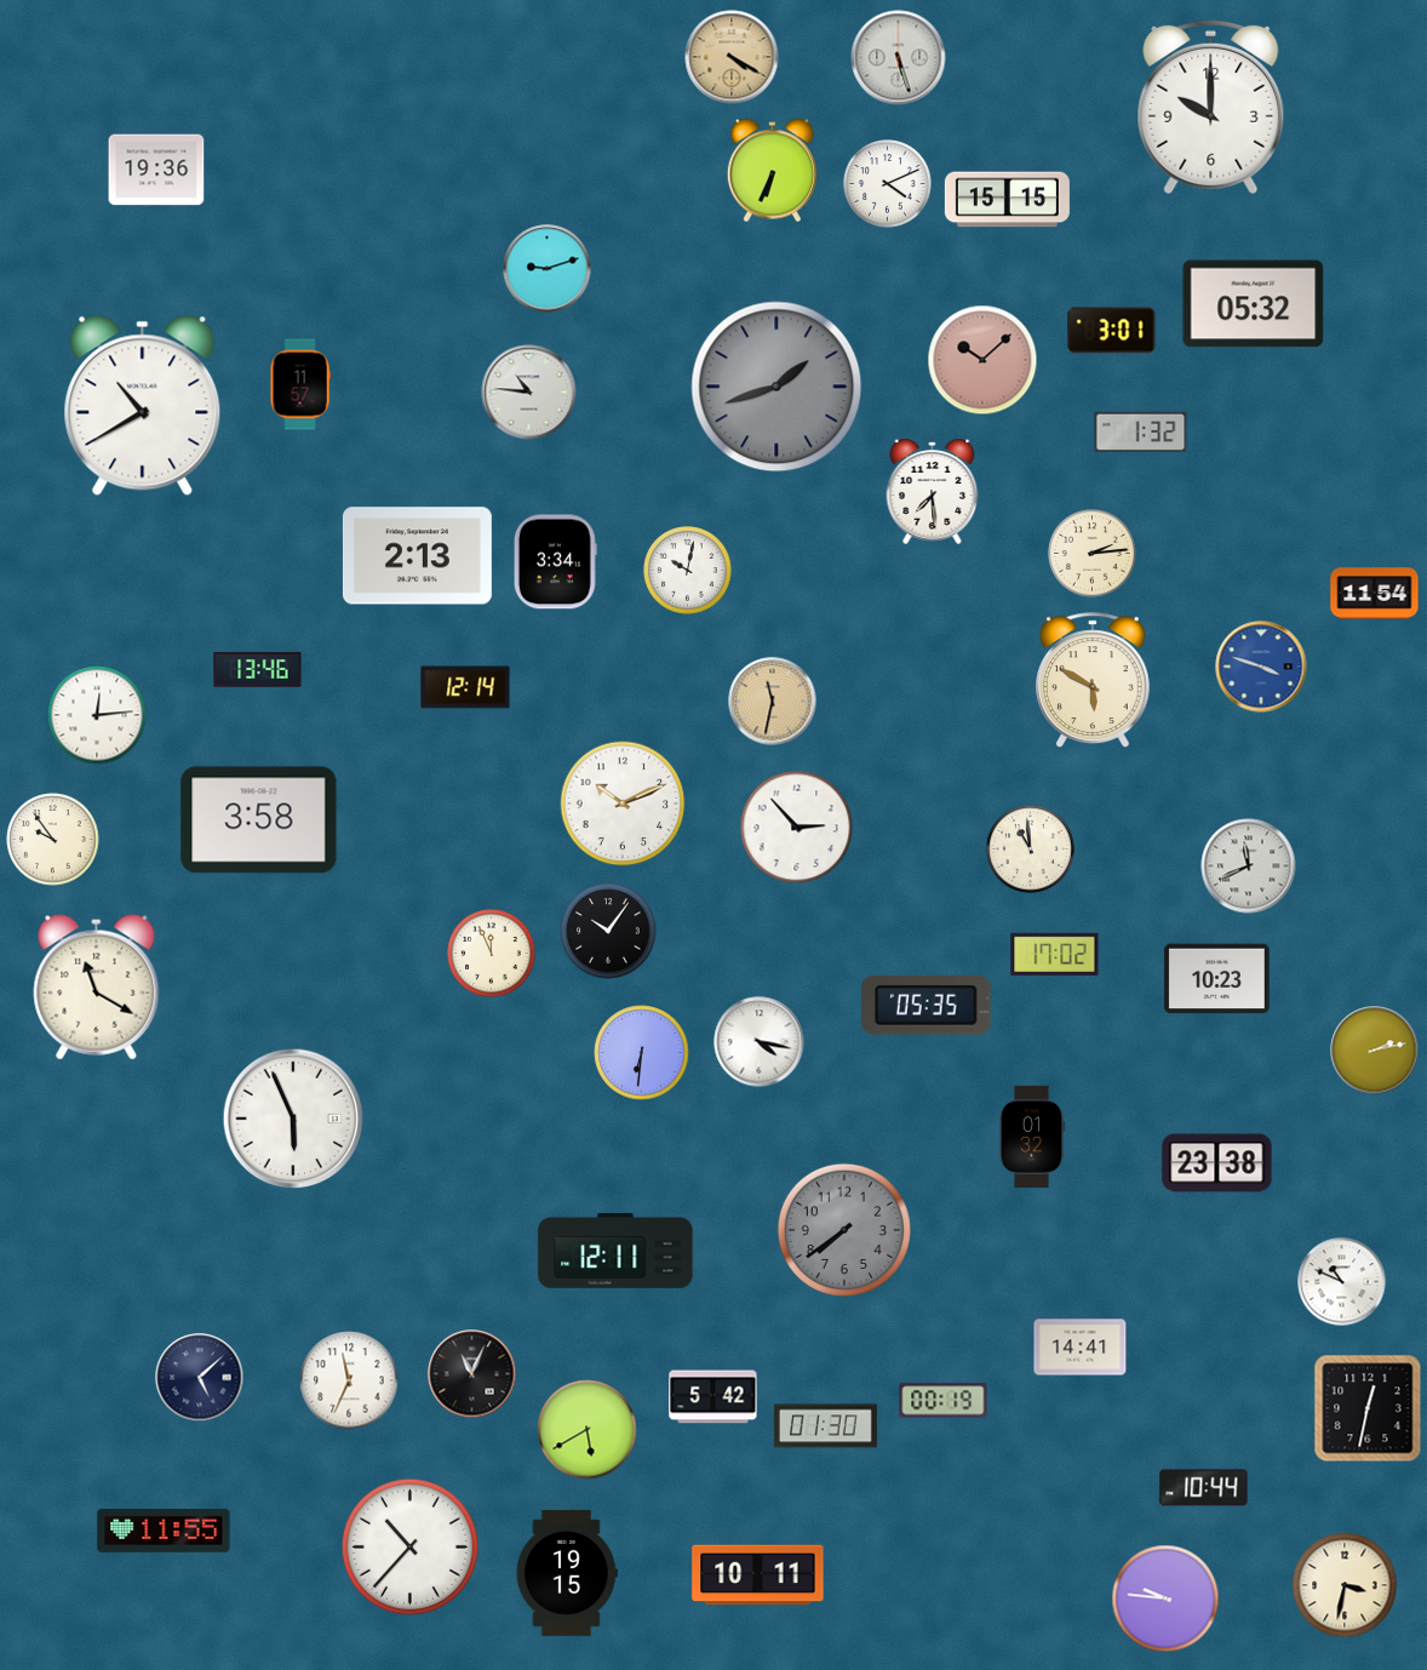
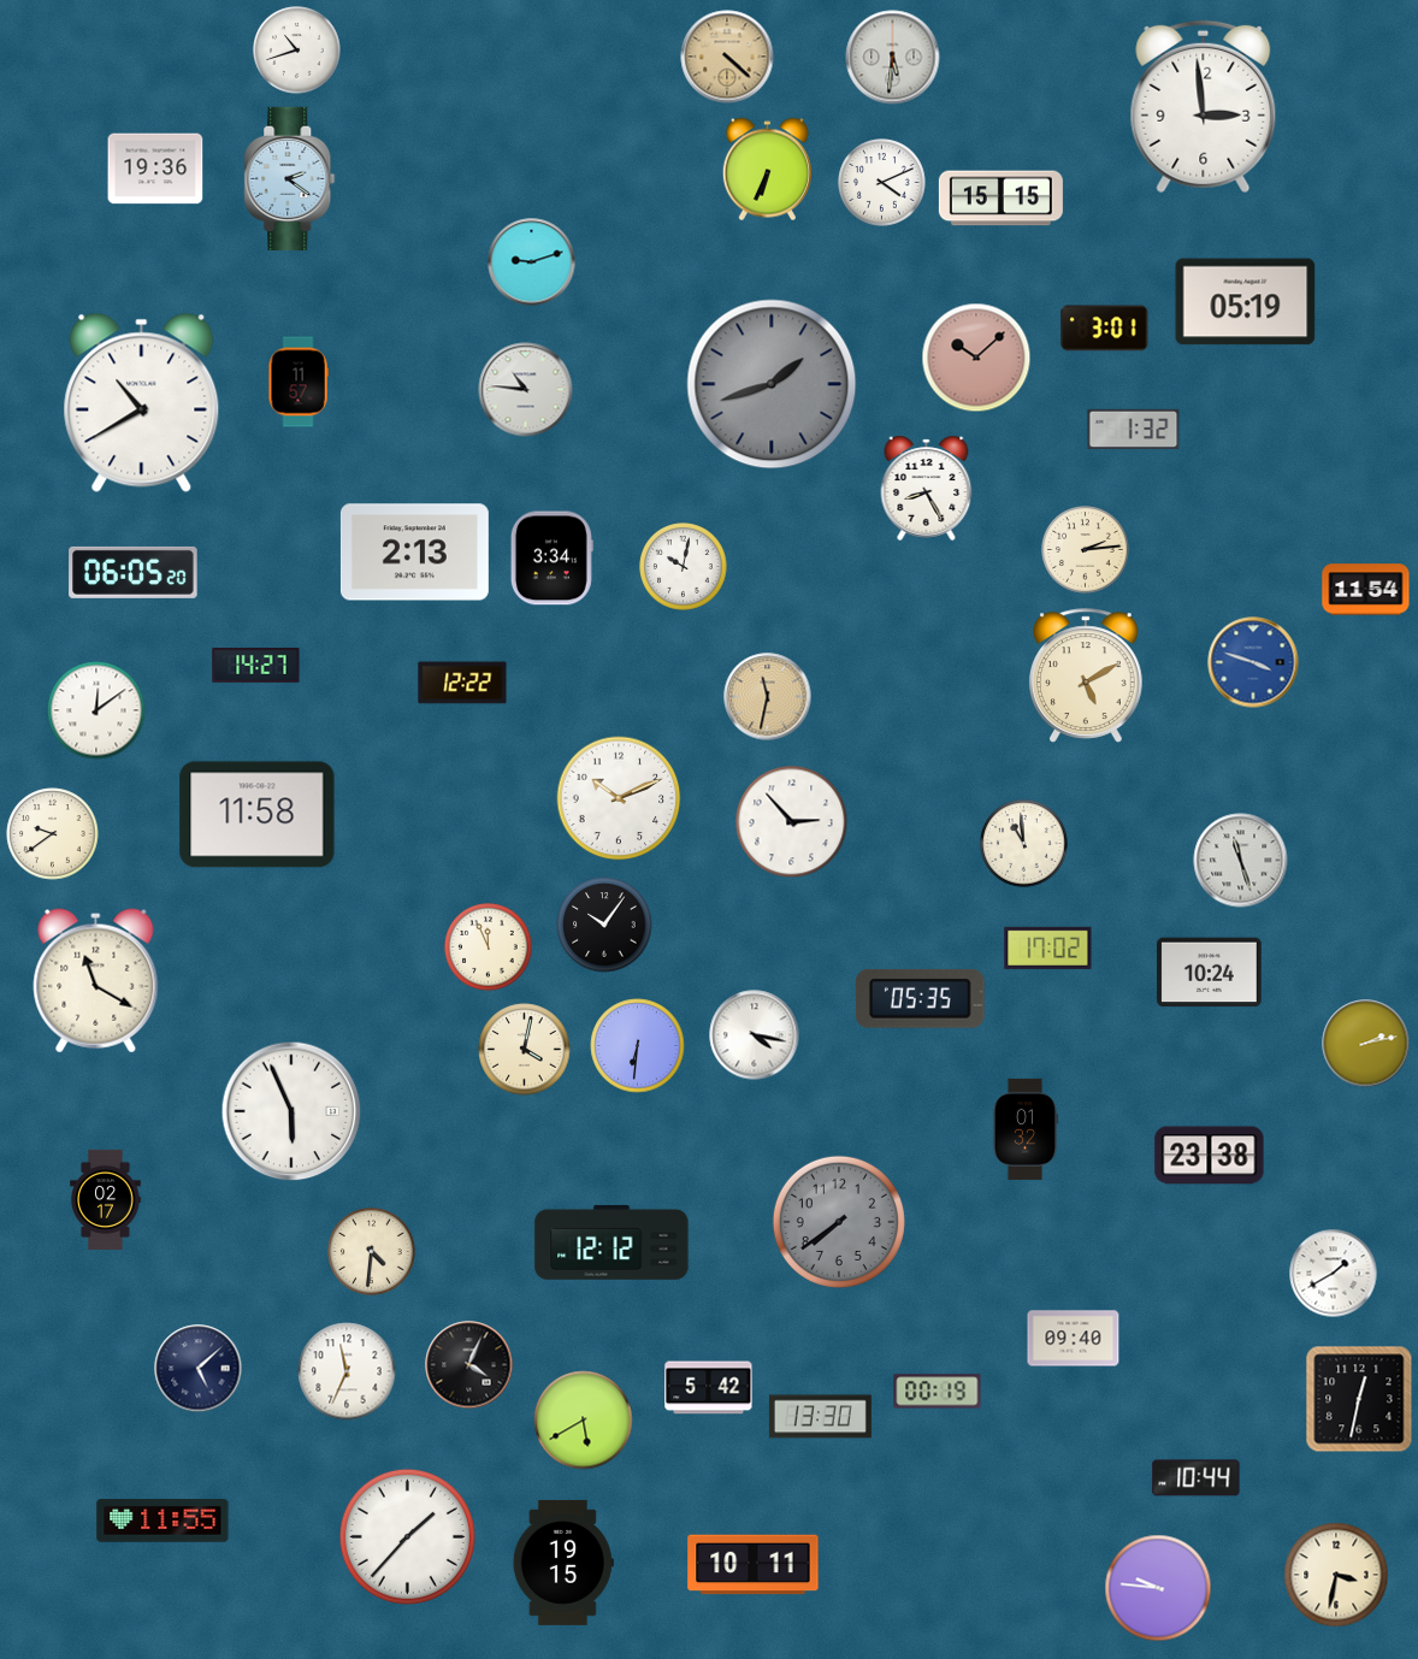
clock at (297, 51): none -> 10:42
clock at (732, 57): 4:20 -> 4:22
clock at (899, 58): 5:27 -> 5:31
clock at (1211, 108): 10:00 -> 2:59
clock at (290, 179): none -> 2:21
clock at (548, 269) position: (548, 269) -> (532, 262)
clock at (1254, 304): 05:32 -> 05:19
clock at (933, 491): 7:29 -> 8:25
clock at (134, 572): none -> 06:05
clock at (258, 670): 13:46 -> 14:27
clock at (1094, 680): 5:50 -> 5:10
clock at (465, 687): 12:14 -> 12:22
clock at (97, 715): 12:14 -> 12:09
clock at (259, 820): 3:58 -> 11:58
clock at (53, 840): 9:54 -> 9:39
clock at (1249, 867): 11:41 -> 11:27
clock at (1217, 979): 10:23 -> 10:24
clock at (525, 1050): none -> 4:02
clock at (106, 1199): none -> 02:17
clock at (615, 1252): 12:11 -> 12:12
clock at (372, 1252): none -> 4:31
clock at (1342, 1282): 10:49 -> 1:40
clock at (1081, 1348): 14:41 -> 09:40
clock at (472, 1374): 11:04 -> 4:04
clock at (825, 1426): 01:30 -> 13:30
clock at (409, 1546): 10:37 -> 1:37
